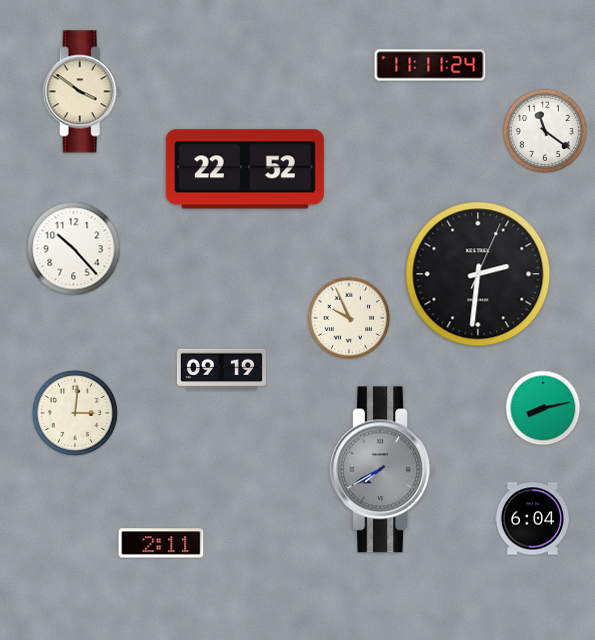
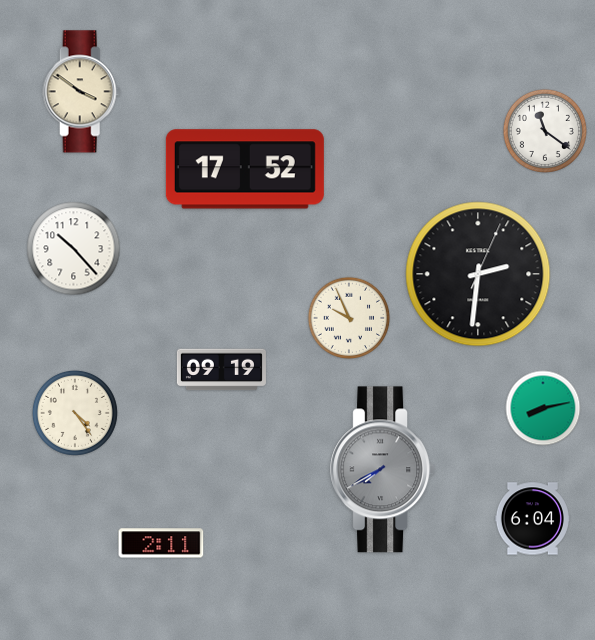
clock at (430, 65): 11:11 -> none
clock at (245, 169): 22:52 -> 17:52
clock at (75, 413): 3:01 -> 4:24
